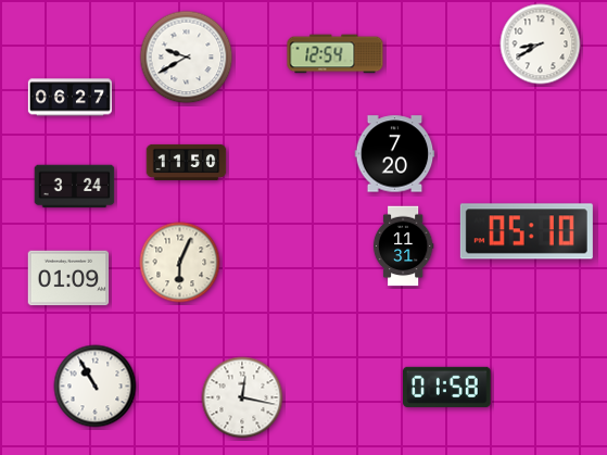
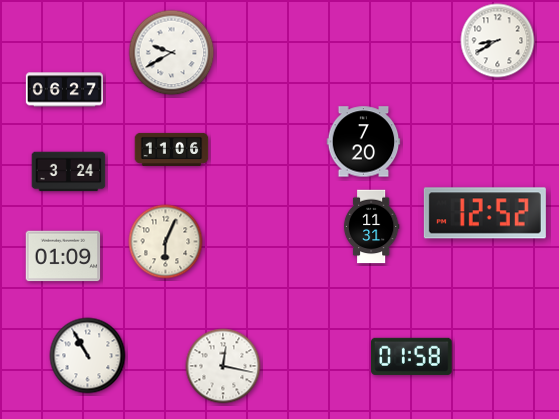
clock at (336, 54): 12:54 -> none
clock at (187, 162): 11:50 -> 11:06
clock at (527, 231): 05:10 -> 12:52
